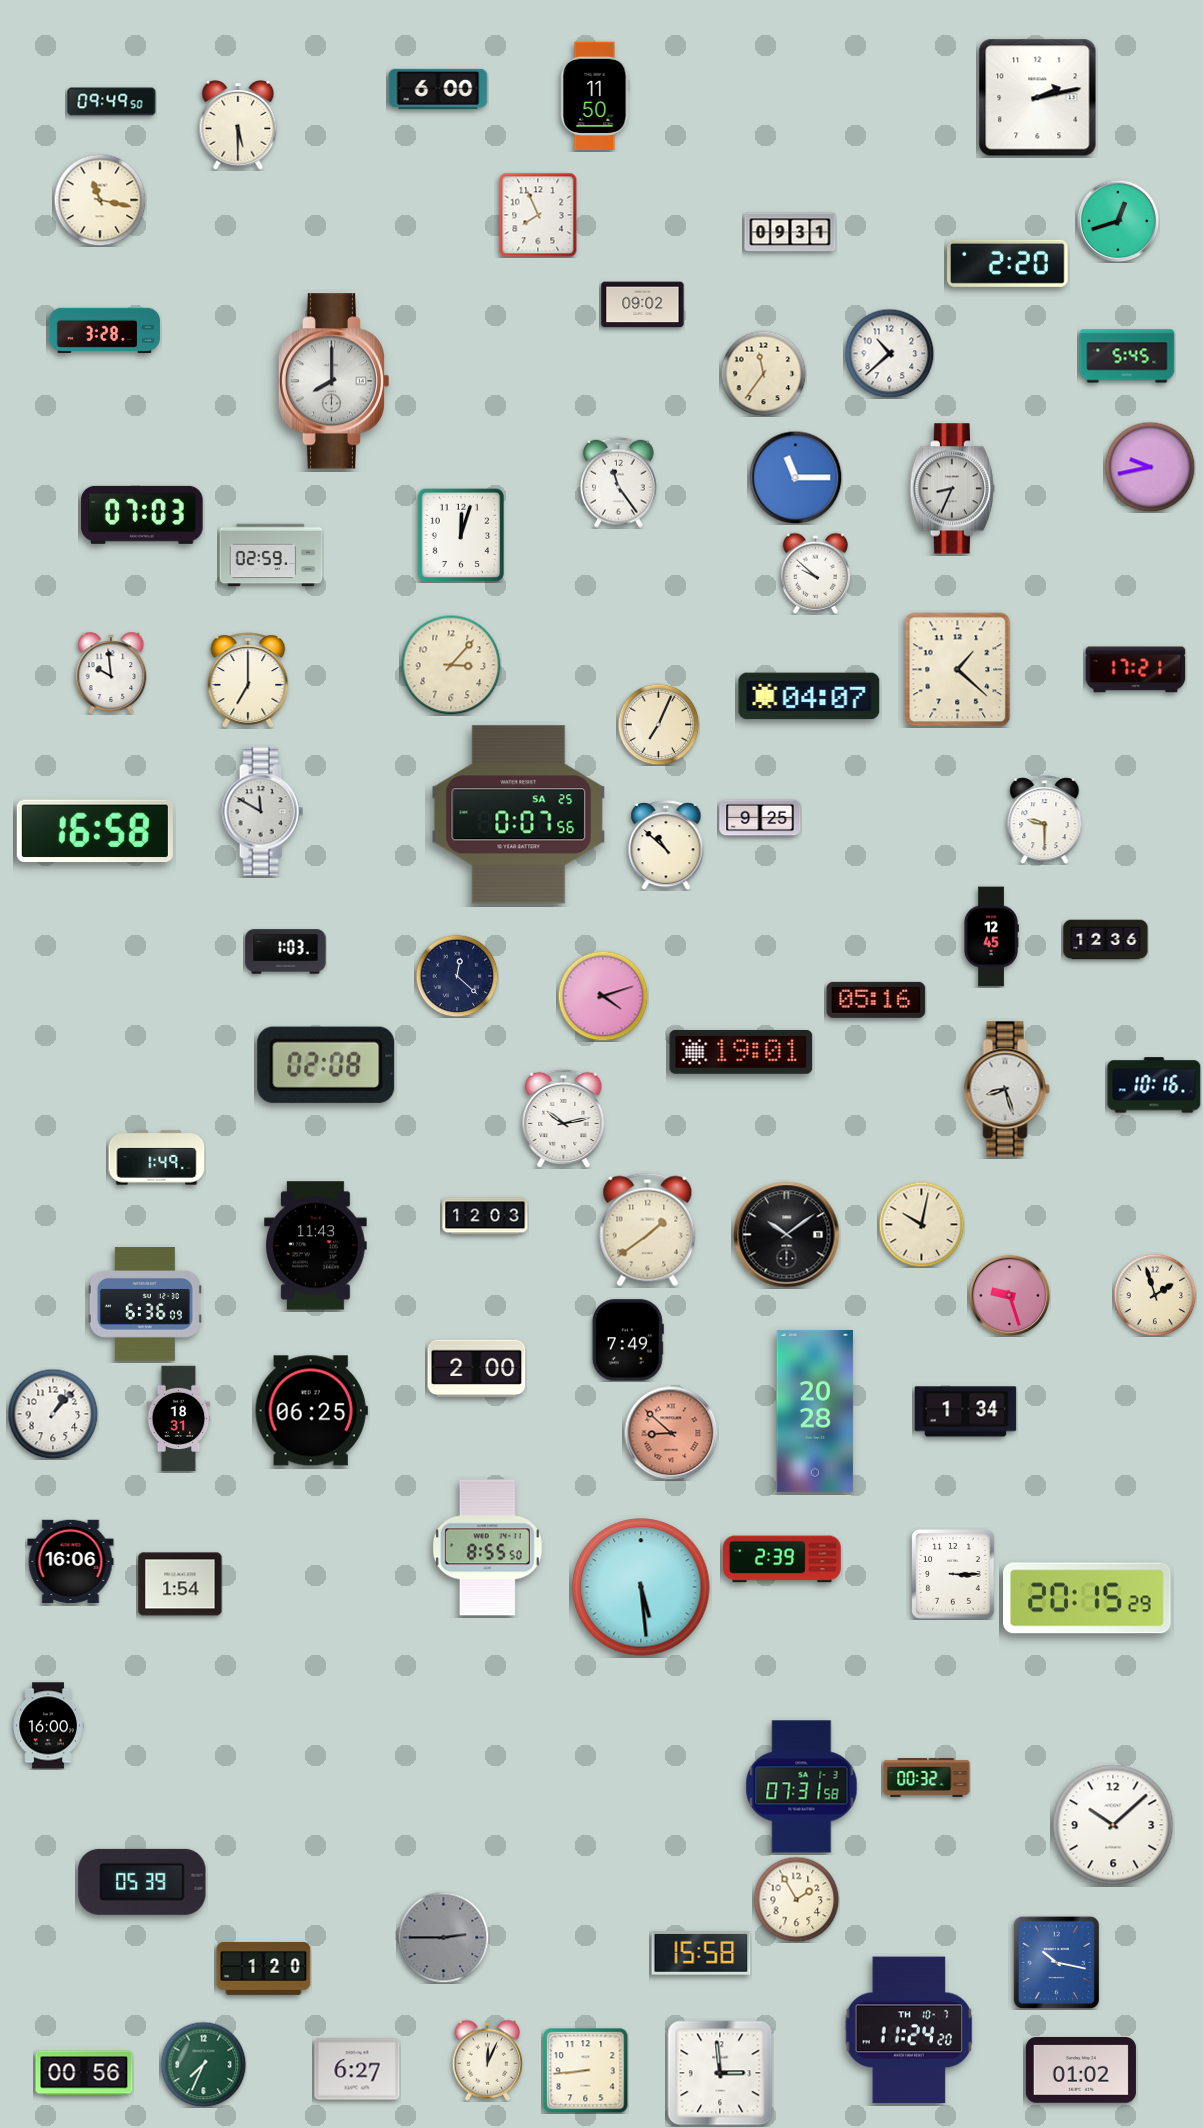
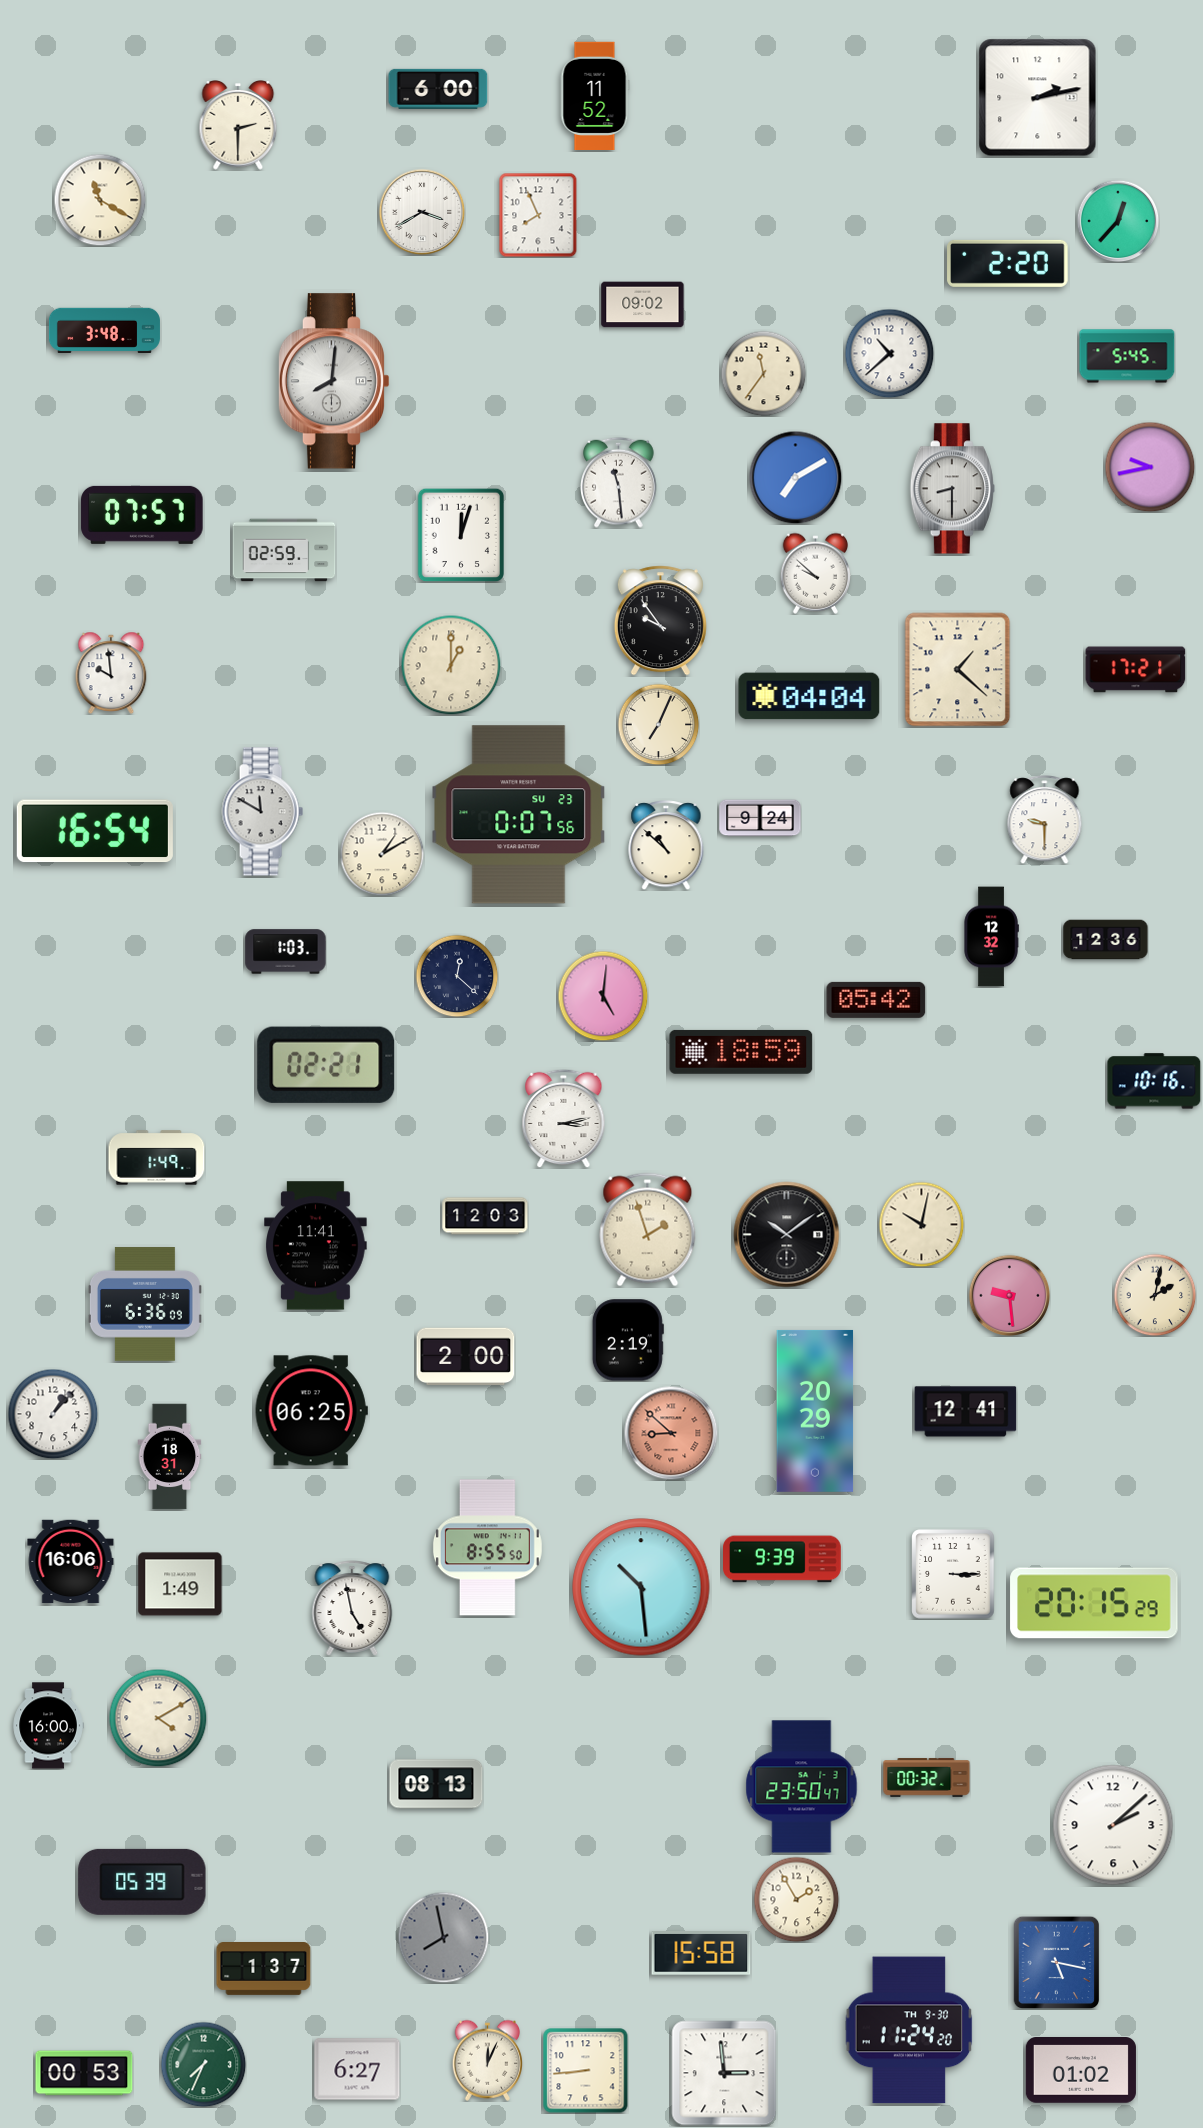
clock at (595, 95): 11:50 -> 11:52
clock at (112, 102): 09:49 -> none
clock at (238, 126): 5:30 -> 2:30
clock at (100, 200): 11:17 -> 11:20
clock at (422, 212): none -> 3:40
clock at (1118, 221): 12:42 -> 12:37
clock at (790, 232): 09:31 -> none
clock at (104, 330): 3:28 -> 3:48
clock at (334, 381): 8:00 -> 8:01
clock at (795, 477): 11:15 -> 7:10
clock at (619, 482): 11:24 -> 11:29
clock at (952, 489): 8:34 -> 8:30
clock at (142, 515): 07:03 -> 07:57
clock at (271, 555) position: (271, 555) -> (284, 550)
clock at (660, 621): none -> 9:54
clock at (451, 665): 3:07 -> 1:00
clock at (248, 680): 7:00 -> none
clock at (809, 696): 04:07 -> 04:04
clock at (519, 815) date: SA 25 -> SU 23
clock at (760, 818): 9:25 -> 9:24
clock at (95, 831): 16:58 -> 16:54
clock at (382, 854): none -> 1:10
clock at (991, 937): 12:45 -> 12:32
clock at (603, 996): 4:12 -> 5:01
clock at (876, 1000): 05:16 -> 05:42
clock at (741, 1052): 19:01 -> 18:59
clock at (326, 1065): 02:08 -> 02:21
clock at (1154, 1085) position: (1154, 1085) -> (1154, 1081)
clock at (1007, 1089): 8:27 -> none
clock at (564, 1118): 10:13 -> 3:13
clock at (648, 1230): 1:39 -> 1:57
clock at (316, 1246): 11:43 -> 11:41
clock at (1009, 1295): 9:27 -> 9:29
clock at (1155, 1295): 1:57 -> 2:02
clock at (628, 1340): 7:49 -> 2:19
clock at (477, 1369) position: (477, 1369) -> (466, 1357)
clock at (815, 1411): 20:28 -> 20:29
clock at (966, 1412): 1:34 -> 12:41
clock at (179, 1419) position: (179, 1419) -> (170, 1457)
clock at (783, 1559): 2:39 -> 9:39
clock at (180, 1584): 1:54 -> 1:49
clock at (641, 1587): 5:29 -> 10:29
clock at (1087, 1598) position: (1087, 1598) -> (1094, 1603)
clock at (352, 1608): none -> 4:58
clock at (158, 1718): none -> 4:10
clock at (436, 1784): none -> 08:13
clock at (802, 1787): 07:31 -> 23:50
clock at (1113, 1825): 10:08 -> 2:08
clock at (443, 1937): 2:45 -> 7:58
clock at (1057, 1962): 10:17 -> 5:17
clock at (264, 1969): 1:20 -> 1:37
clock at (909, 2030) date: TH 10-7 -> TH 9-30
clock at (84, 2073): 00:56 -> 00:53
clock at (720, 2073) position: (720, 2073) -> (724, 2073)
